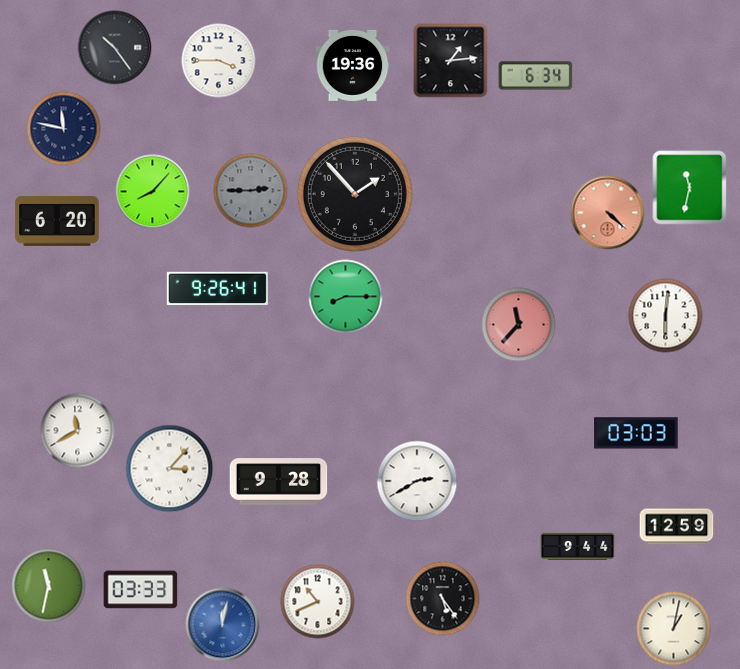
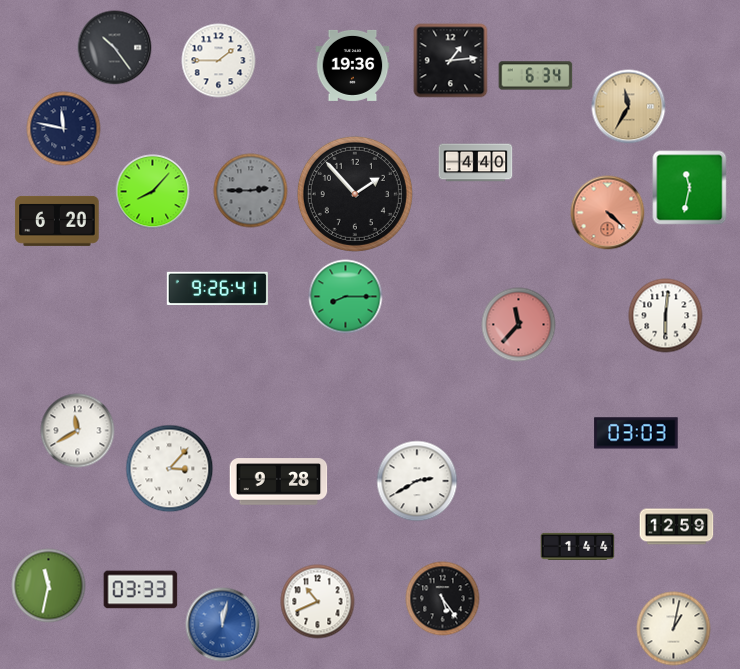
clock at (219, 61): 3:45 -> 1:45
clock at (629, 107): none -> 11:35
clock at (476, 163): none -> 4:40
clock at (578, 546): 9:44 -> 1:44
